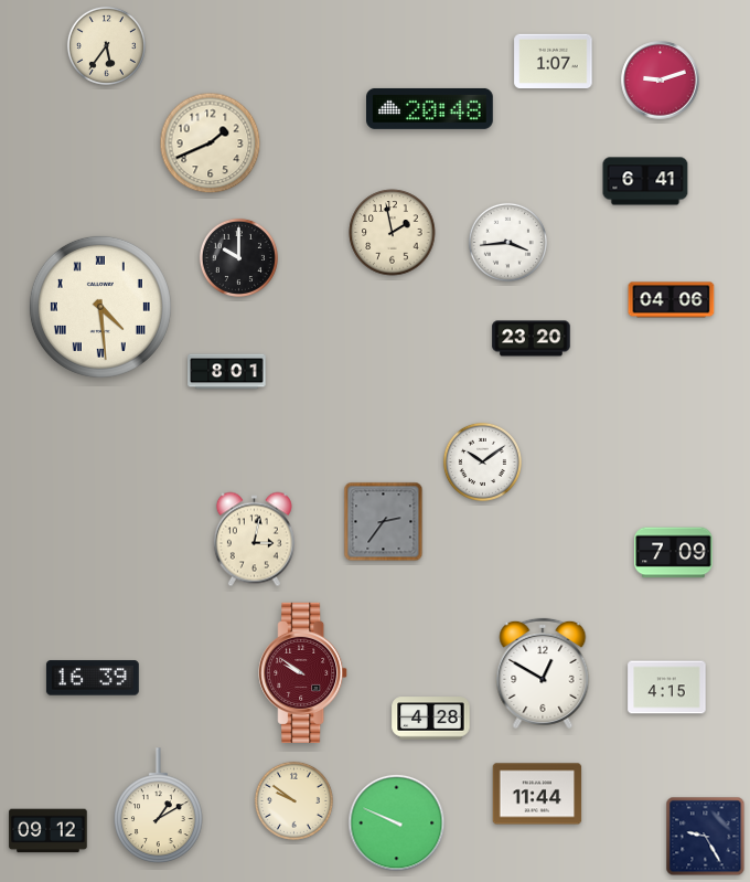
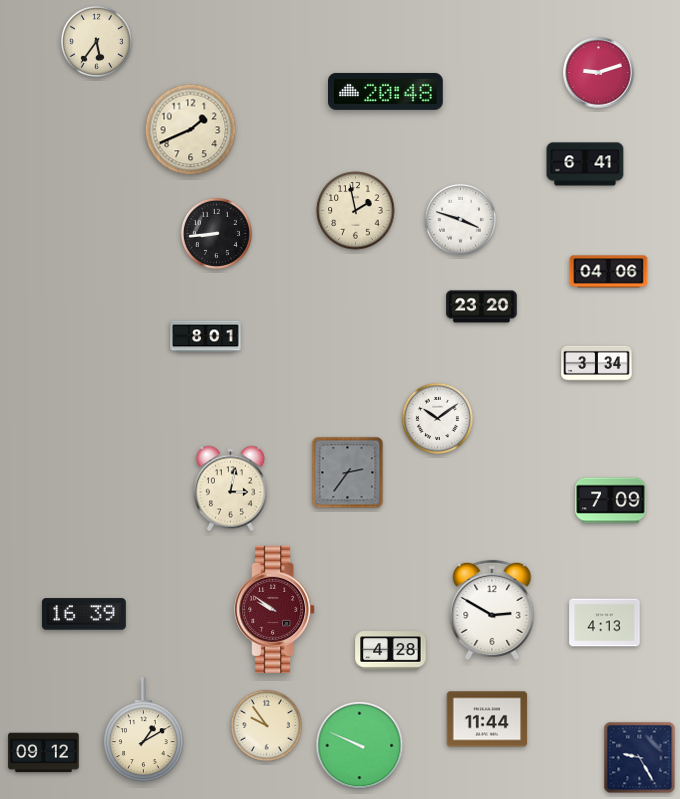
clock at (554, 61): 1:07 -> none
clock at (430, 108) position: (430, 108) -> (386, 91)
clock at (507, 242): 3:44 -> 3:48
clock at (238, 257): 10:00 -> 8:44
clock at (100, 307): 4:29 -> none
clock at (597, 363): none -> 3:34
clock at (543, 673): 12:50 -> 2:50
clock at (667, 688): 4:15 -> 4:13
clock at (293, 800): 9:51 -> 9:54
